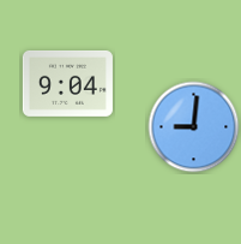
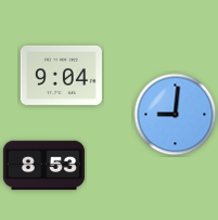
clock at (43, 166): none -> 8:53
